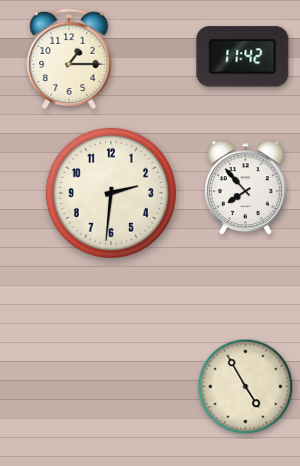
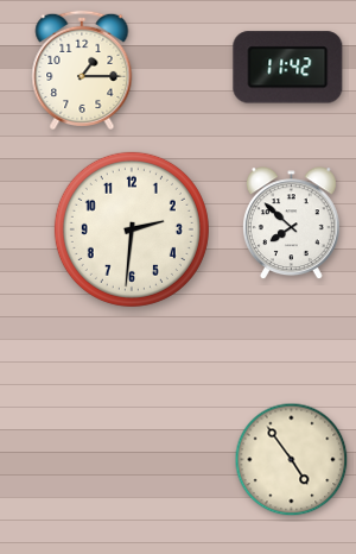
clock at (245, 188): 7:53 -> 7:52
clock at (246, 387): 4:55 -> 4:54
